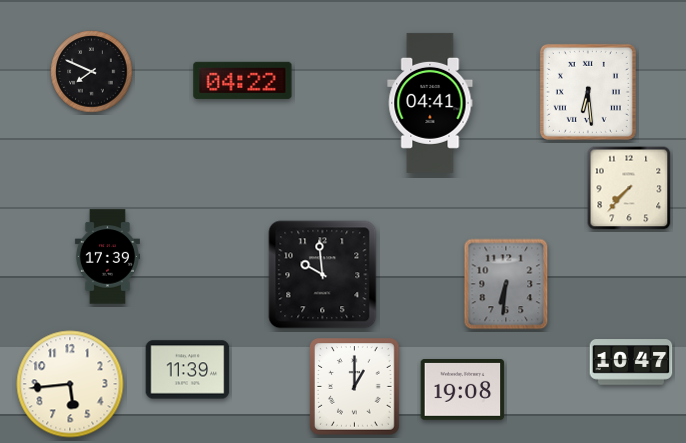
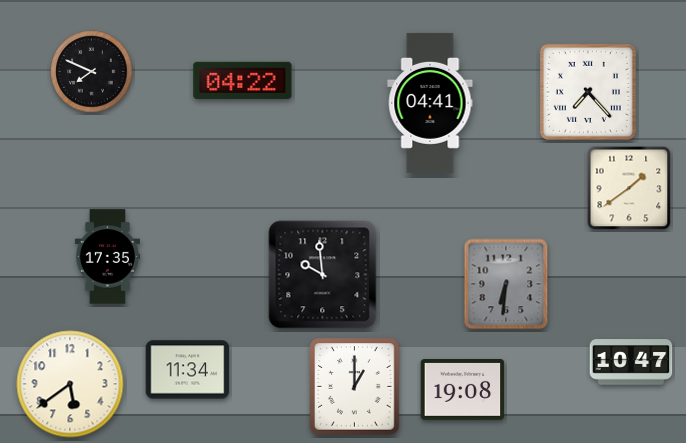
clock at (588, 92): 6:29 -> 7:23
clock at (629, 188): 7:37 -> 1:39
clock at (107, 257): 17:39 -> 17:35
clock at (188, 370): 11:39 -> 11:34
clock at (70, 384): 5:44 -> 5:39
